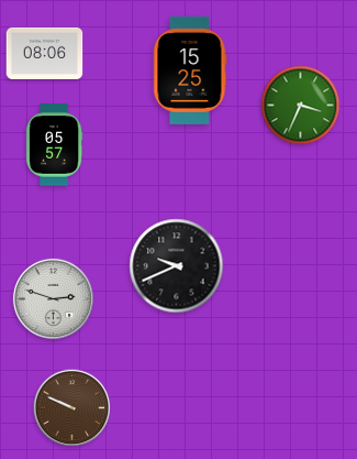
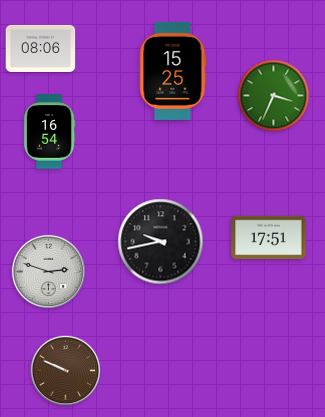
clock at (190, 70) position: (190, 70) -> (173, 71)
clock at (54, 145): 05:57 -> 16:54
clock at (269, 238): none -> 17:51
clock at (177, 266): 9:41 -> 9:43
